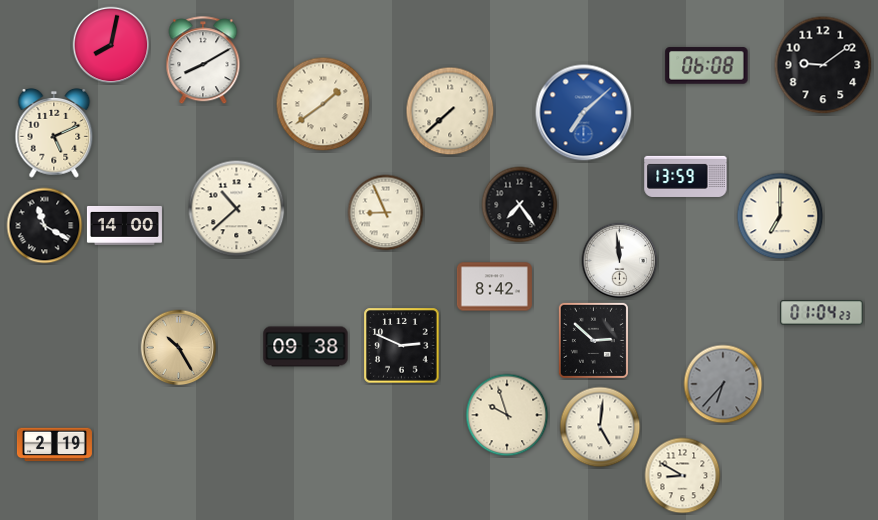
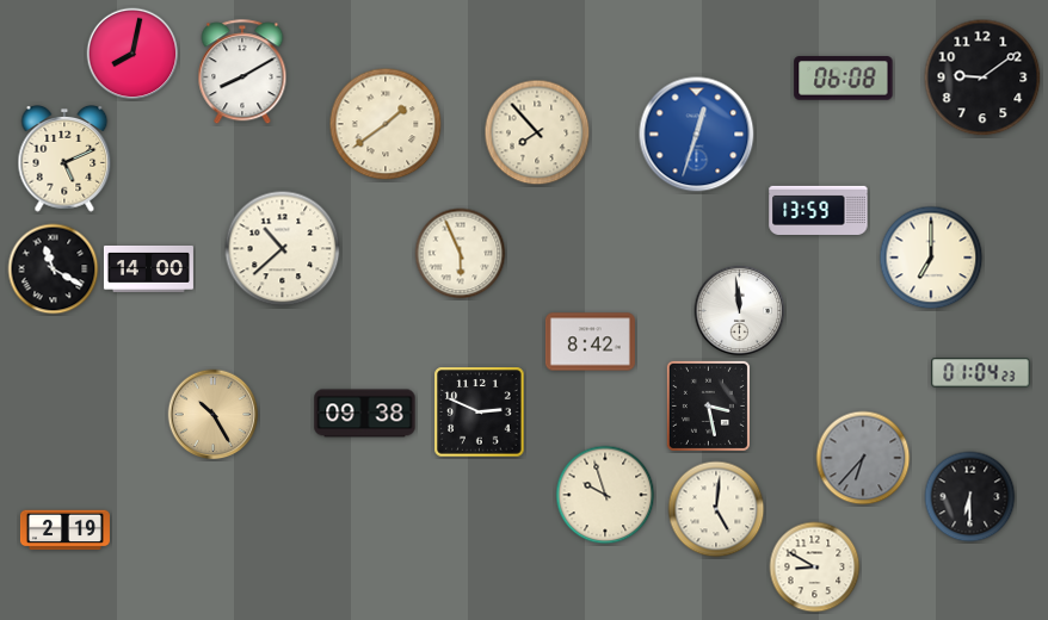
clock at (450, 111): 7:38 -> 7:53
clock at (584, 113): 7:08 -> 12:33
clock at (520, 205): 7:24 -> none
clock at (386, 213): 8:56 -> 5:56
clock at (593, 340): 2:52 -> 3:28
clock at (970, 497): none -> 6:30
